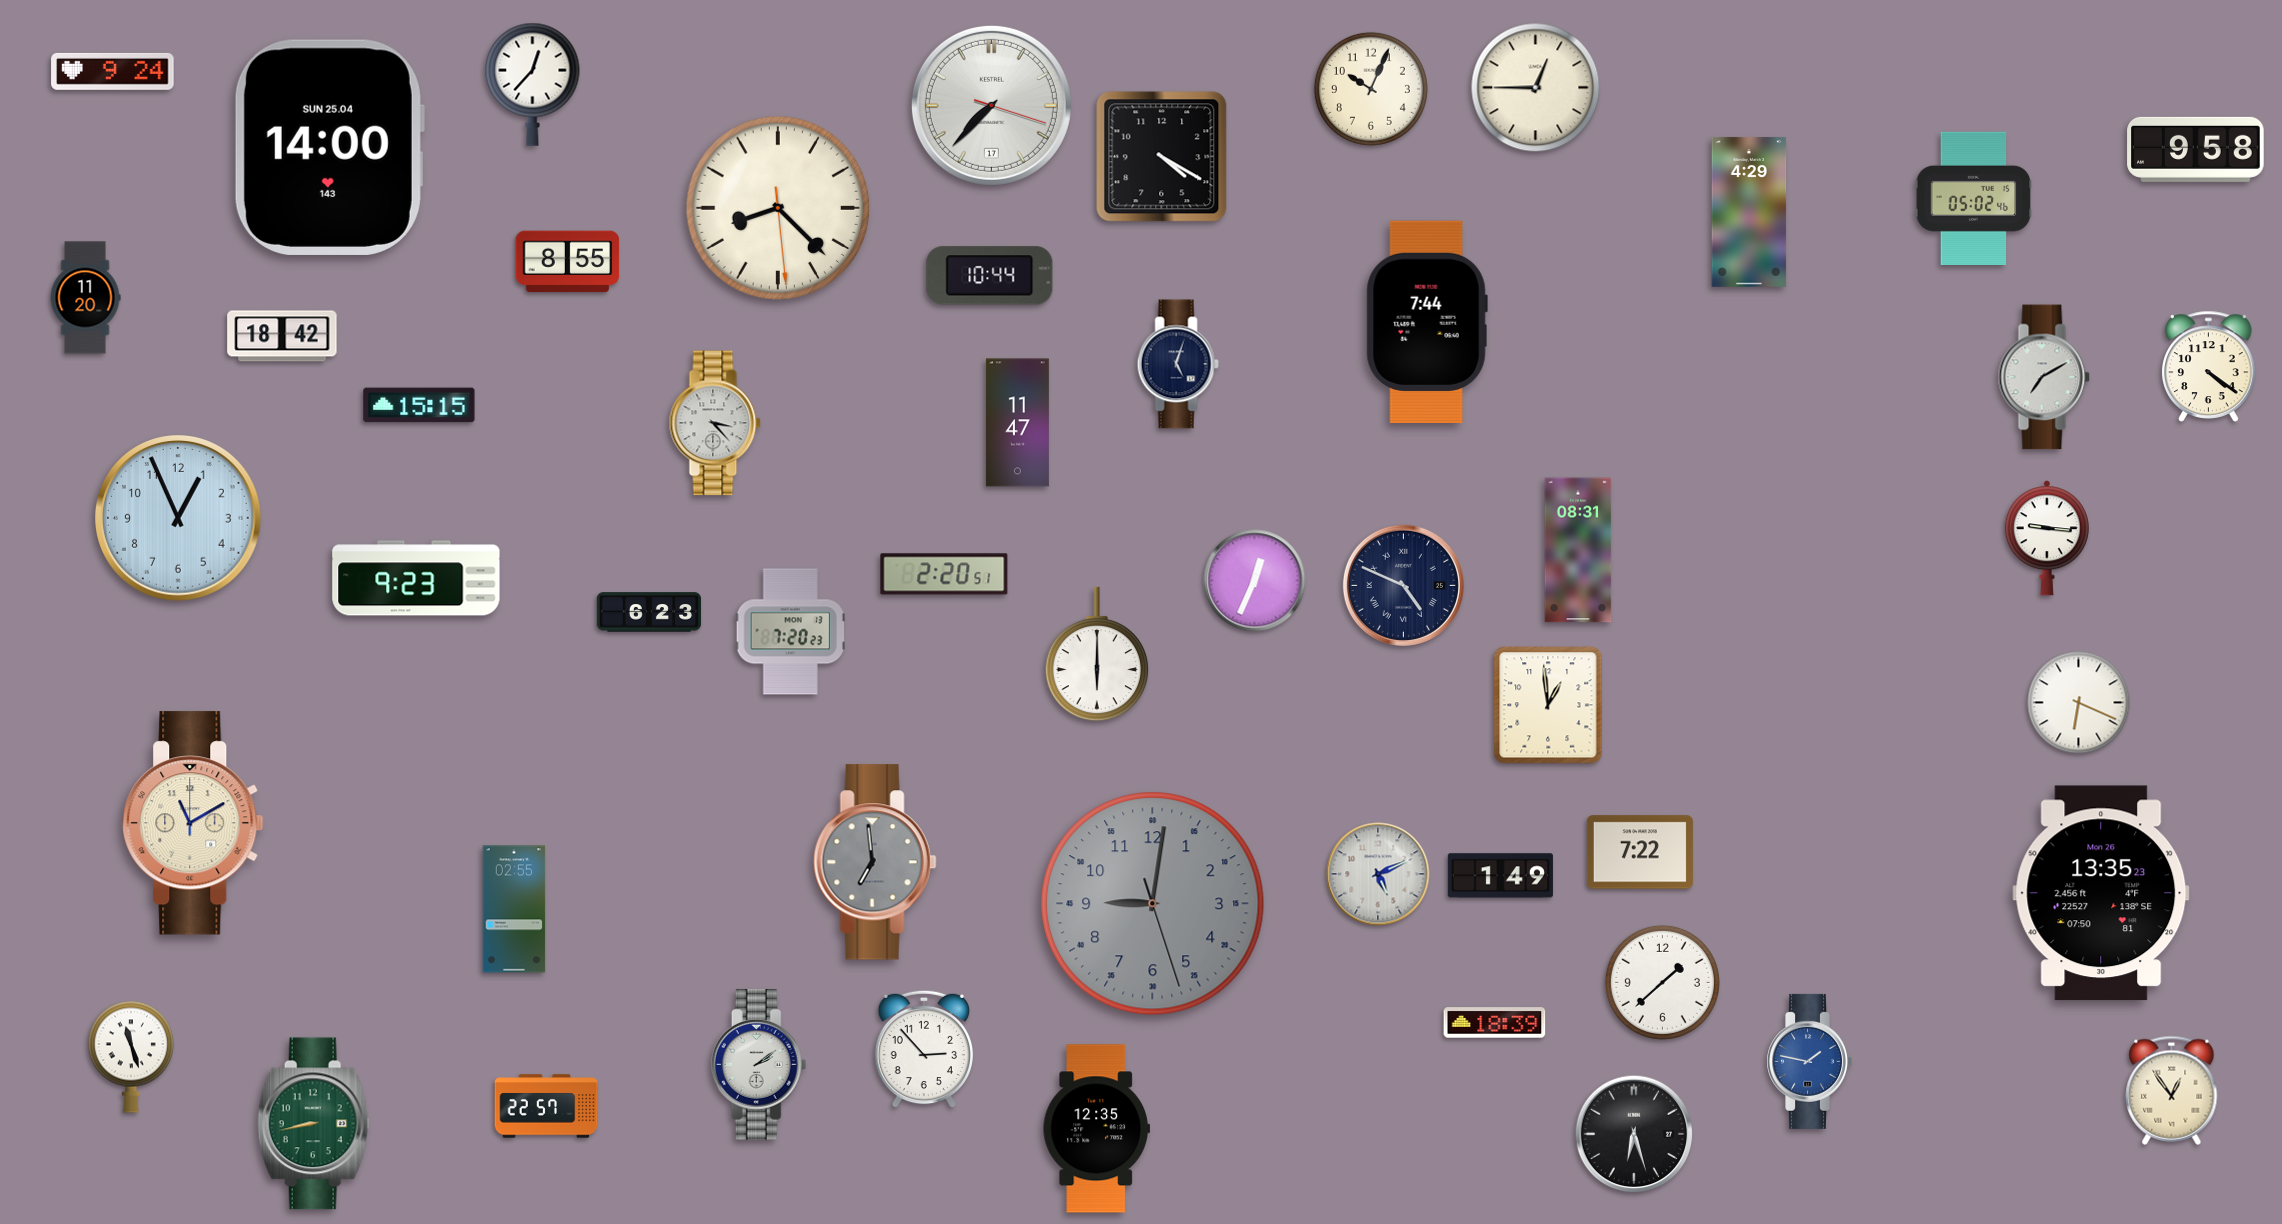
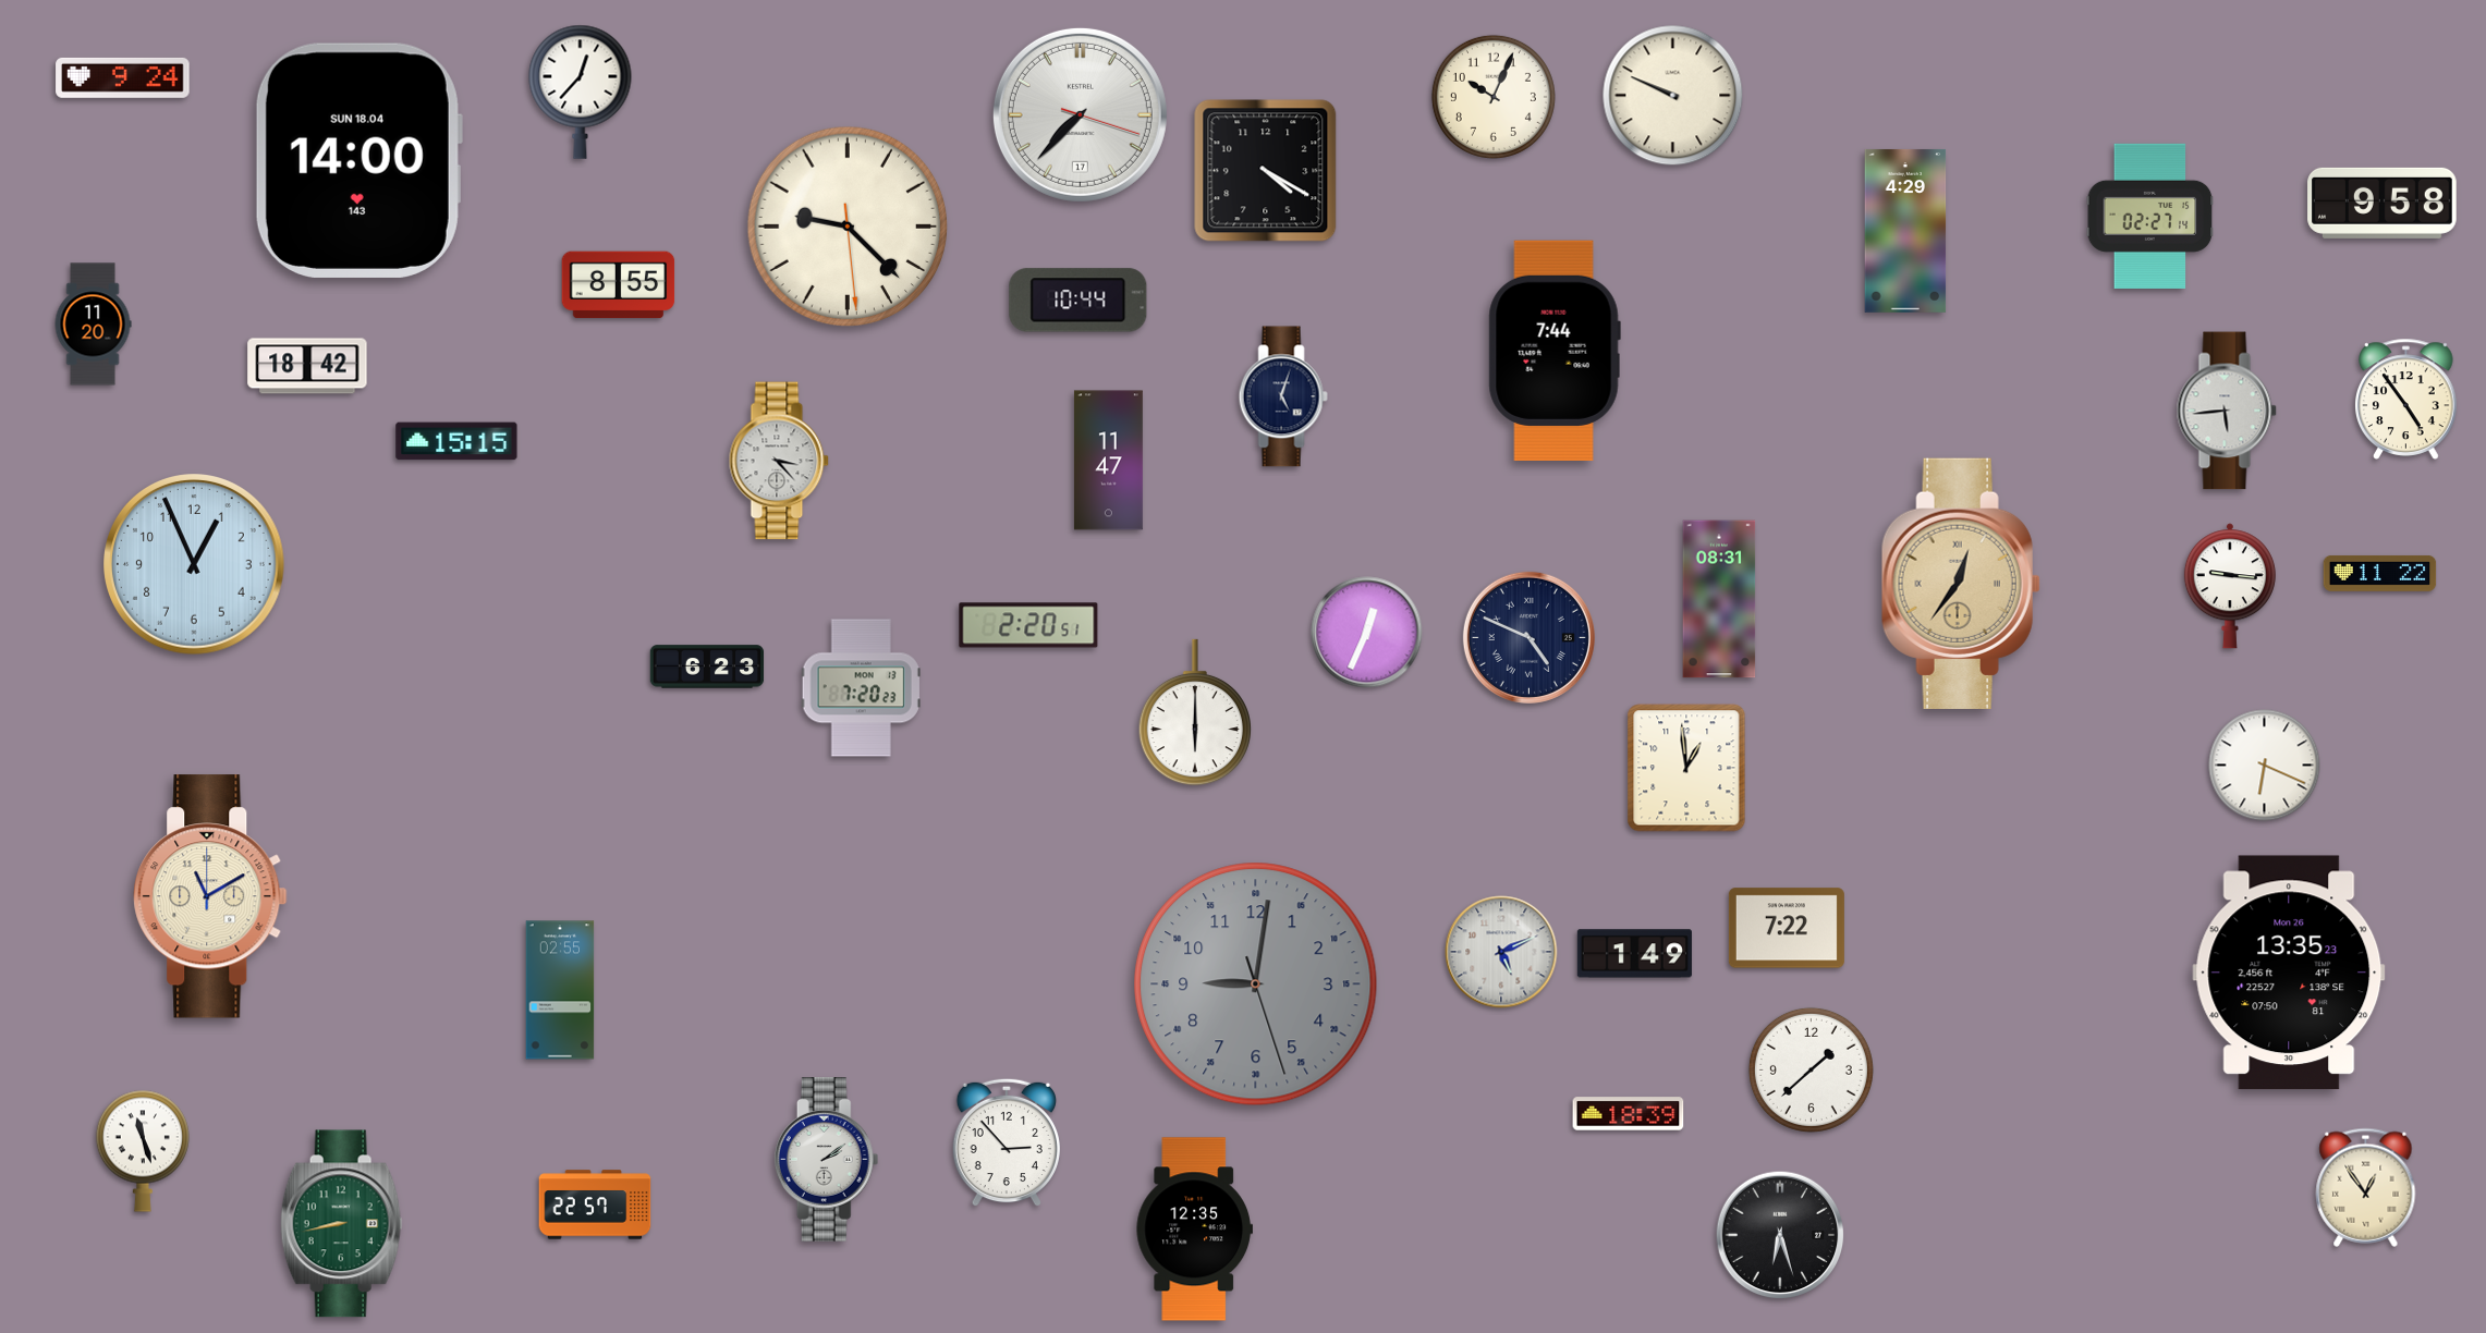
clock at (1536, 88): 12:45 -> 9:49
clock at (329, 147) date: SUN 25.04 -> SUN 18.04
clock at (2196, 149) position: (2196, 149) -> (2383, 203)
clock at (1974, 198): 05:02 -> 02:27
clock at (778, 208): 8:22 -> 9:22
clock at (2209, 366): 4:21 -> 4:54
clock at (2044, 377): 7:10 -> 5:44
clock at (2380, 573): none -> 11:22
clock at (1961, 584): none -> 12:36
clock at (416, 578): 9:23 -> none
clock at (875, 862): 6:59 -> none
clock at (1809, 1061): 1:47 -> none
